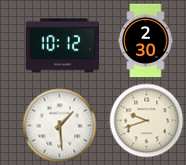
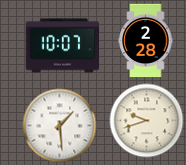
clock at (146, 41): 2:30 -> 2:28
clock at (62, 46): 10:12 -> 10:07
